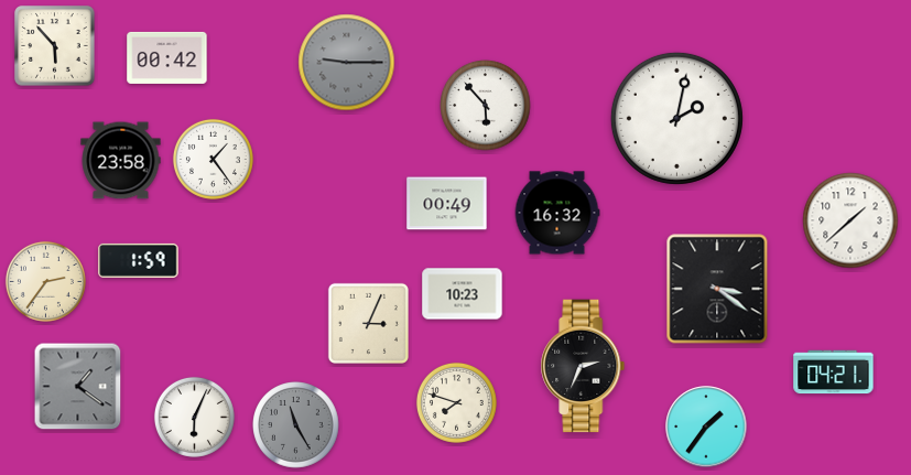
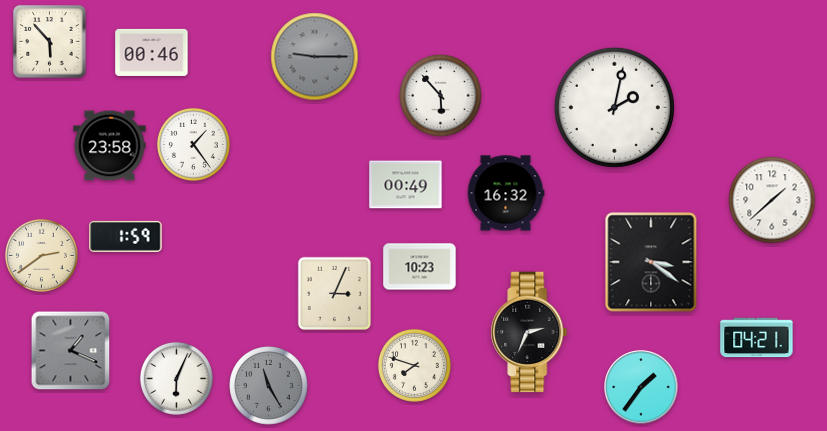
clock at (167, 57): 00:42 -> 00:46
clock at (45, 281): 2:36 -> 2:39
clock at (78, 387): 1:21 -> 1:19
